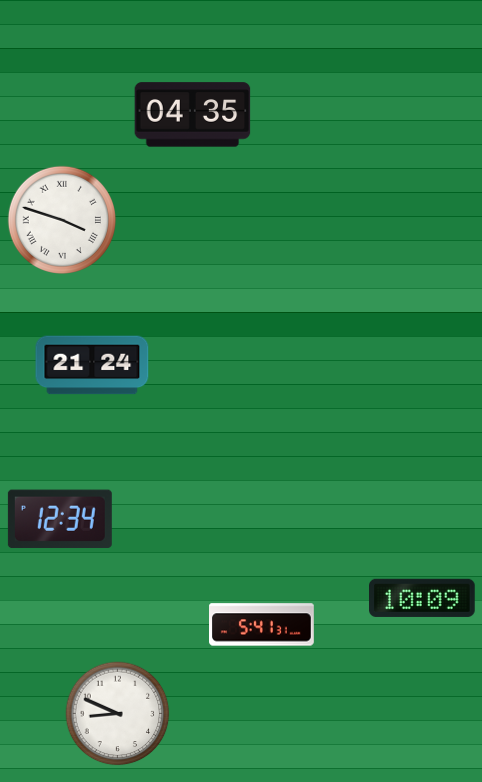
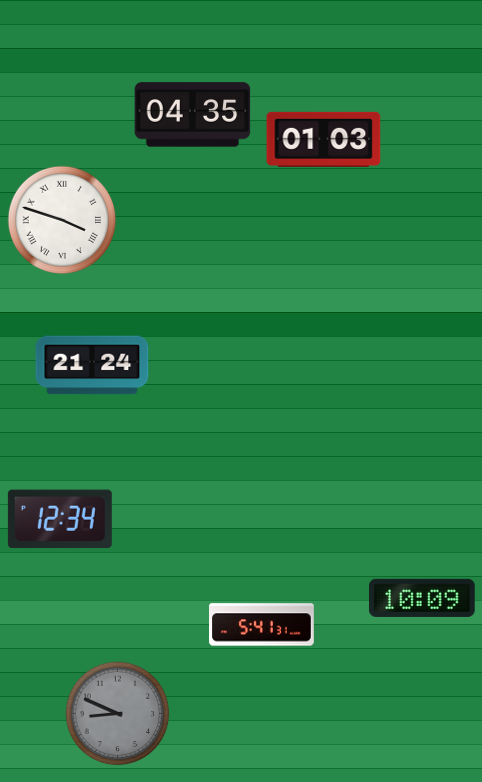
clock at (324, 139): none -> 01:03
clock at (118, 714) dial: white -> grey
